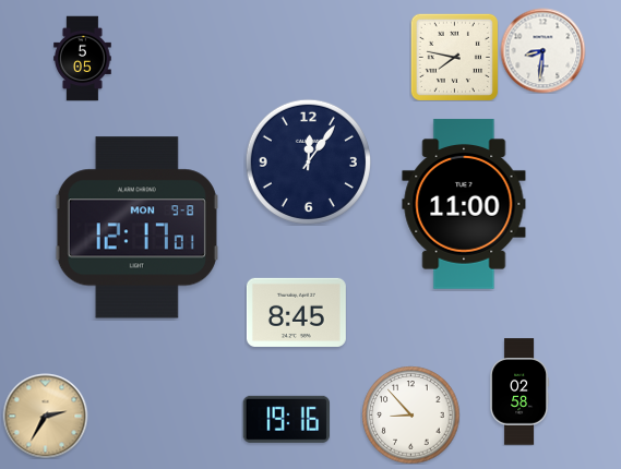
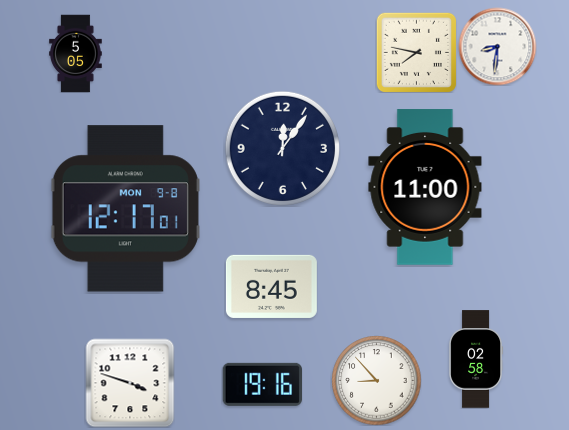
clock at (45, 416): 2:35 -> none
clock at (130, 383): none -> 3:48
